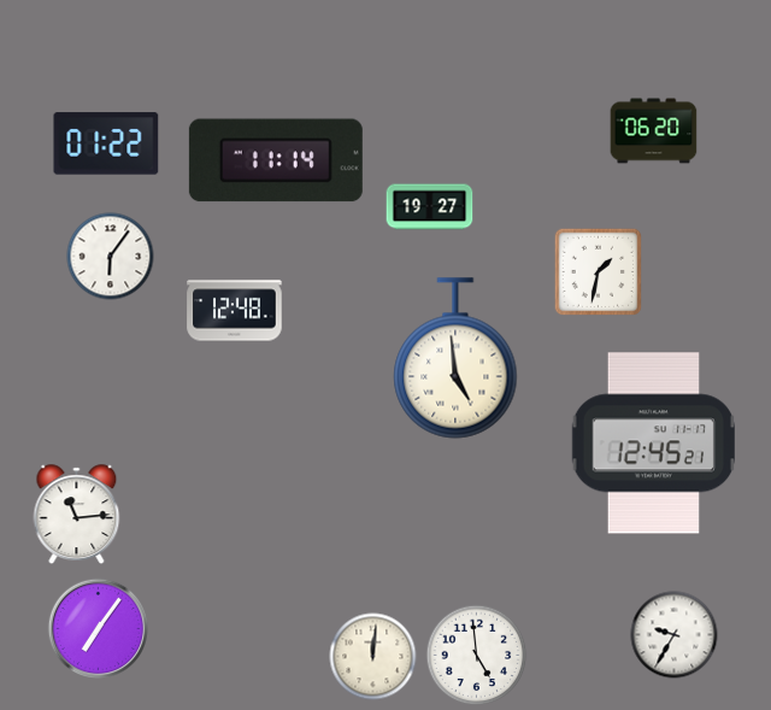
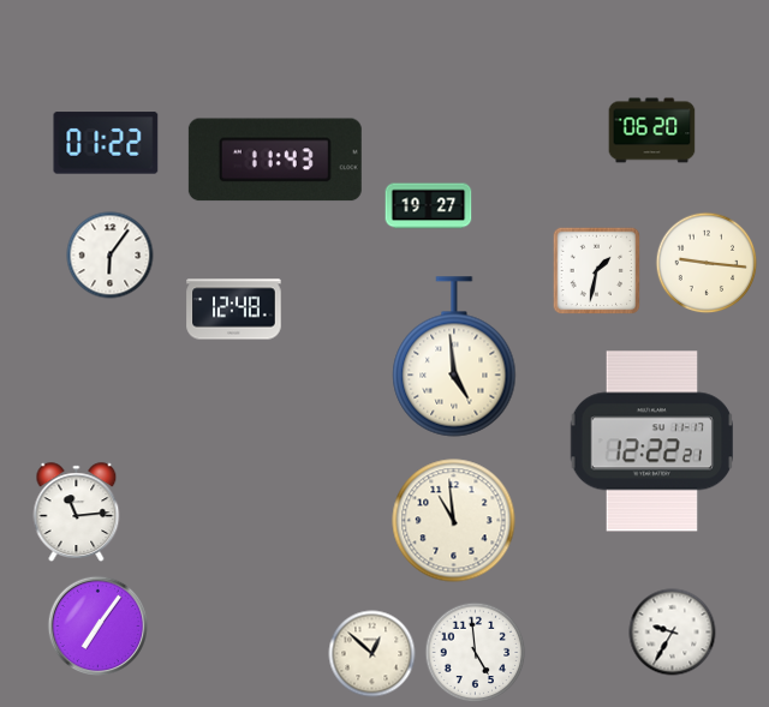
clock at (276, 160): 11:14 -> 11:43
clock at (707, 263): none -> 9:16
clock at (653, 444): 12:45 -> 12:22
clock at (454, 521): none -> 10:59
clock at (373, 657): 12:01 -> 12:52
